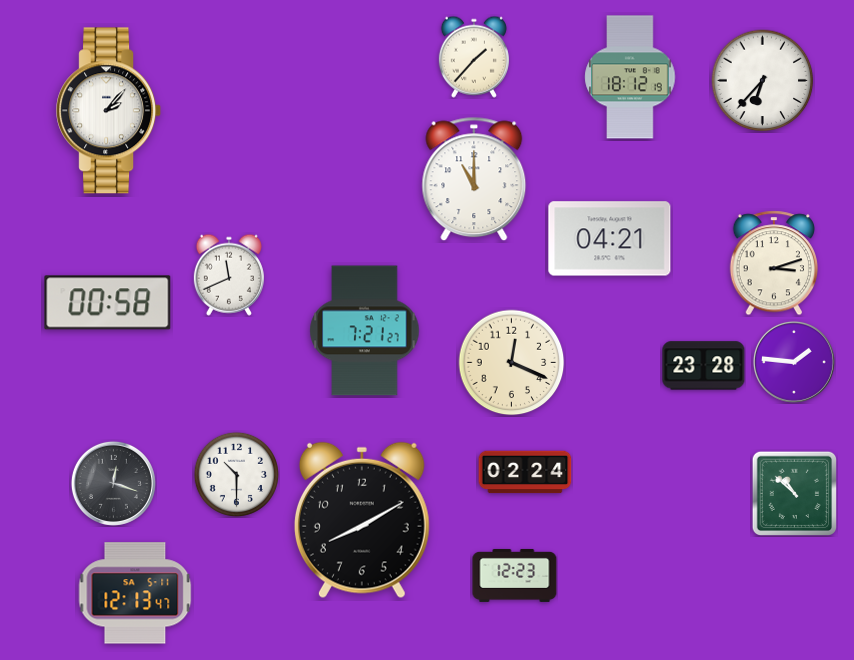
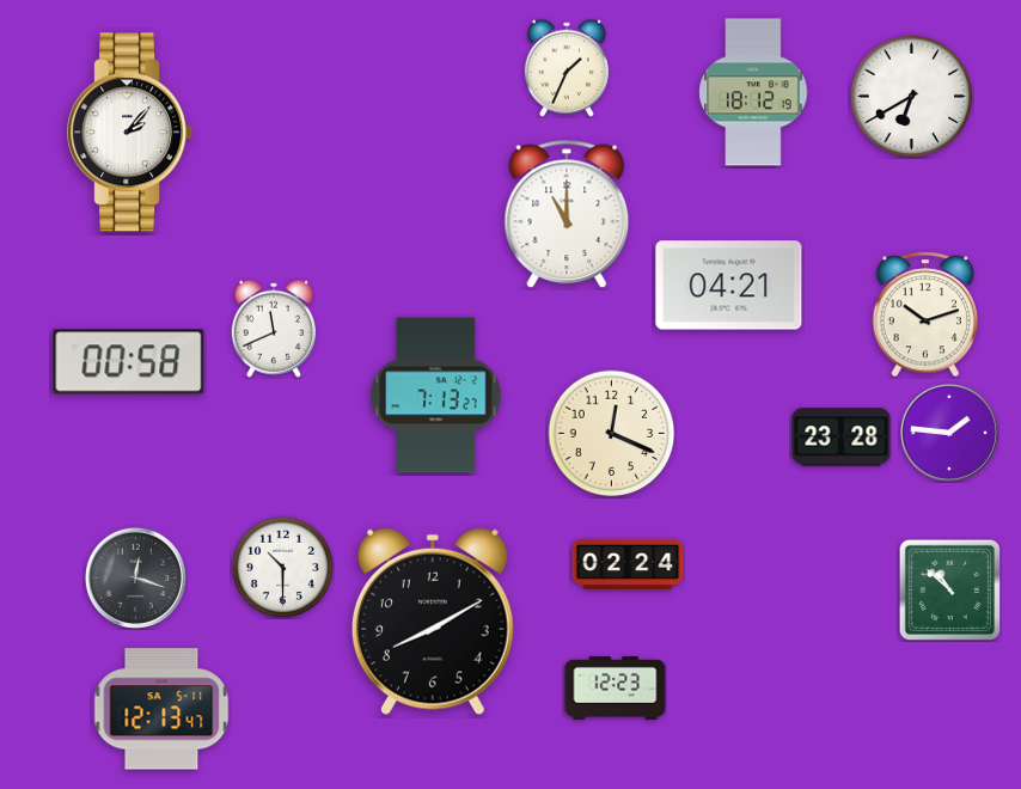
clock at (474, 57): 1:37 -> 1:34
clock at (763, 81): 6:37 -> 6:40
clock at (773, 263): 3:12 -> 10:12
clock at (365, 331): 7:21 -> 7:13
